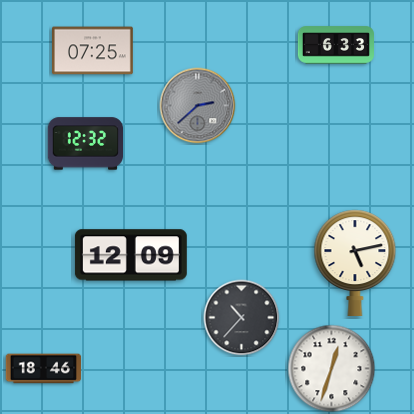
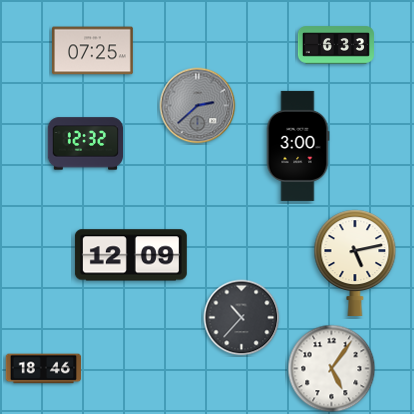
clock at (298, 146): none -> 3:00
clock at (332, 369): 12:33 -> 5:06
